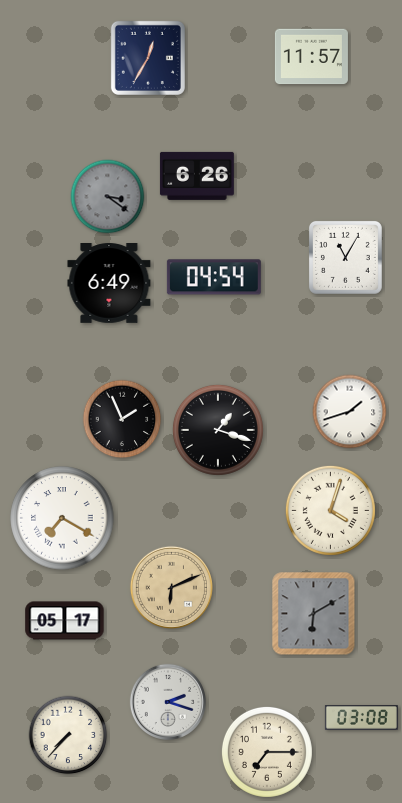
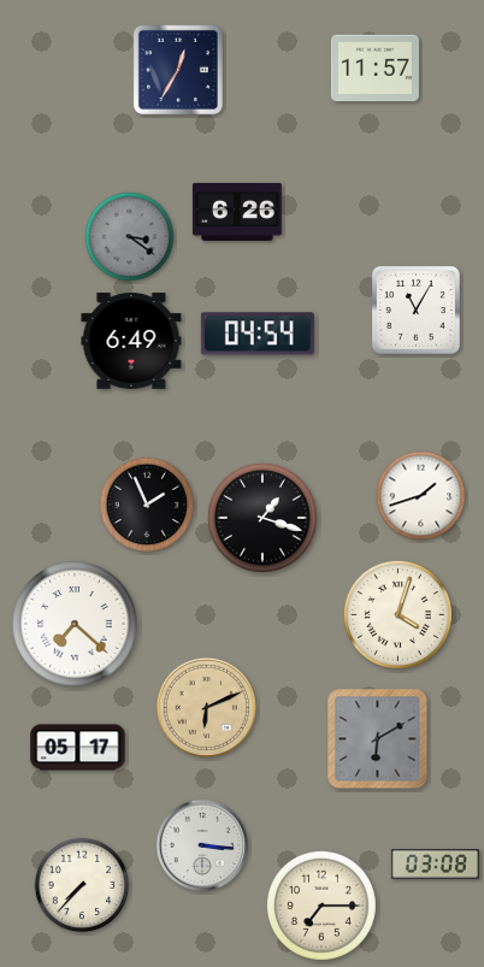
clock at (62, 518): 7:20 -> 7:22
clock at (167, 701): 2:18 -> 3:16
